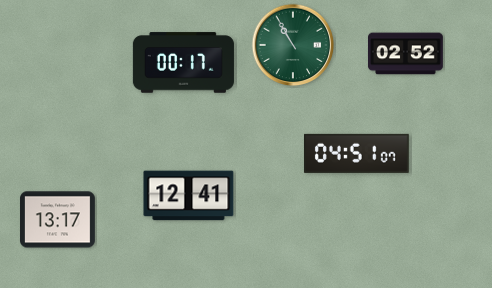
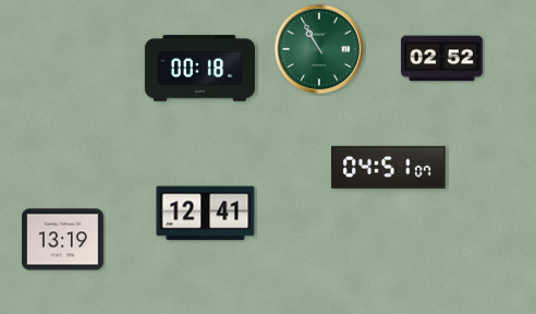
clock at (183, 63): 00:17 -> 00:18
clock at (58, 220): 13:17 -> 13:19
